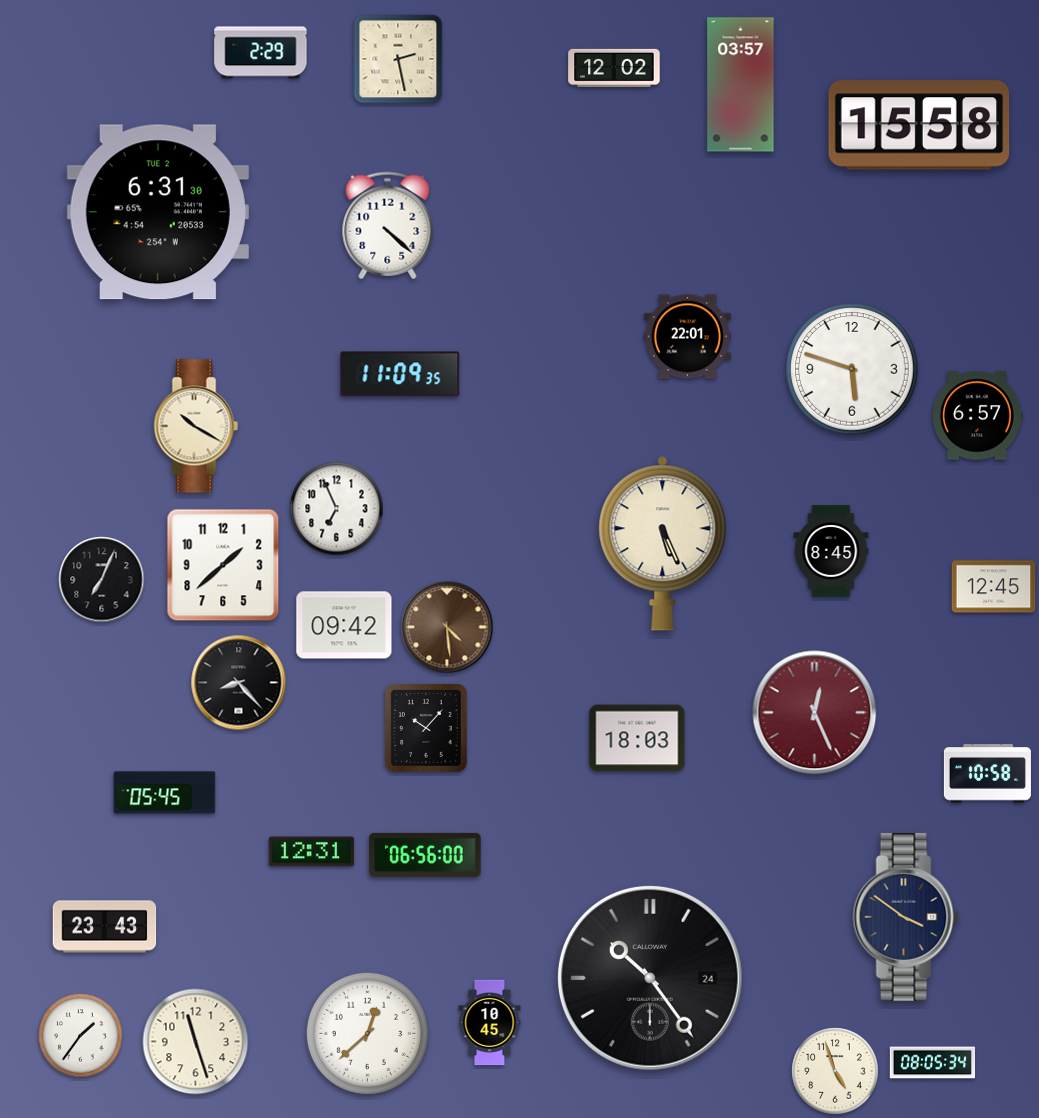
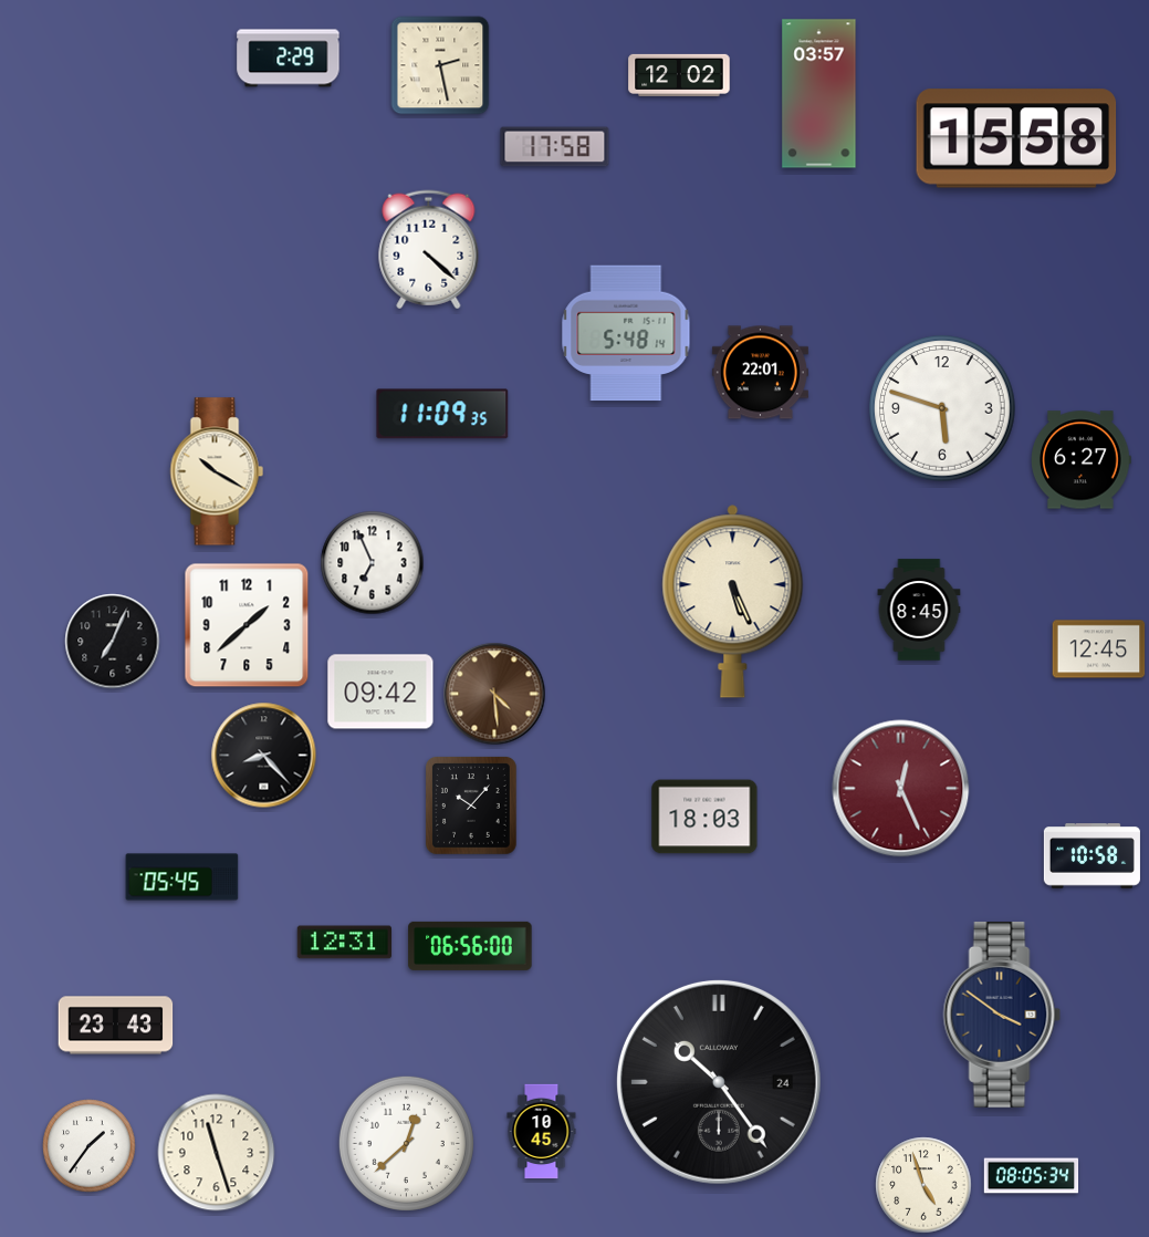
clock at (555, 147): none -> 17:58
clock at (158, 212): 6:31 -> none
clock at (626, 333): none -> 5:48
clock at (978, 416): 6:57 -> 6:27
